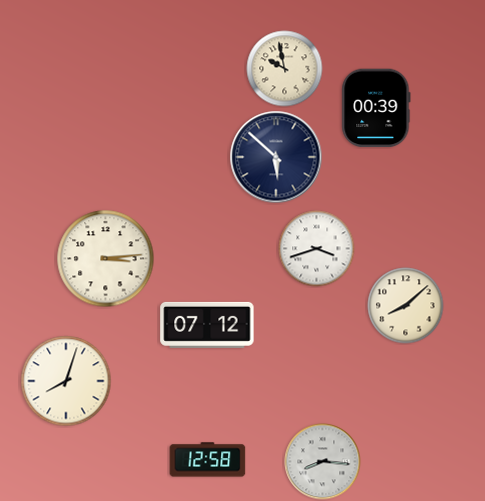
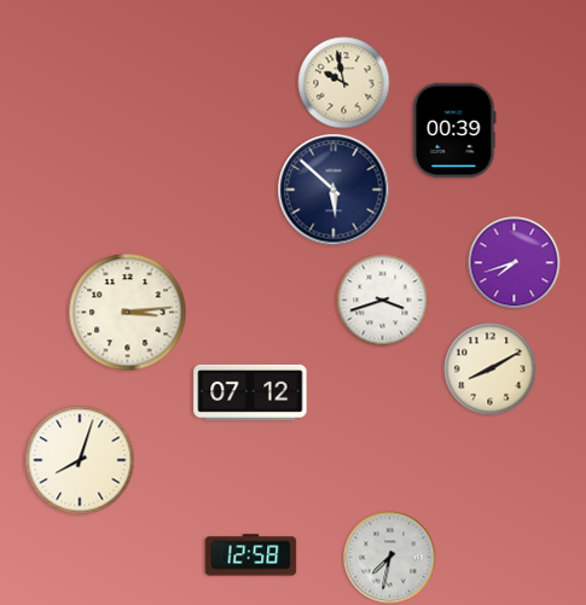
clock at (515, 263): none -> 7:42
clock at (406, 306): 8:08 -> 8:10
clock at (323, 462): 8:16 -> 7:32
